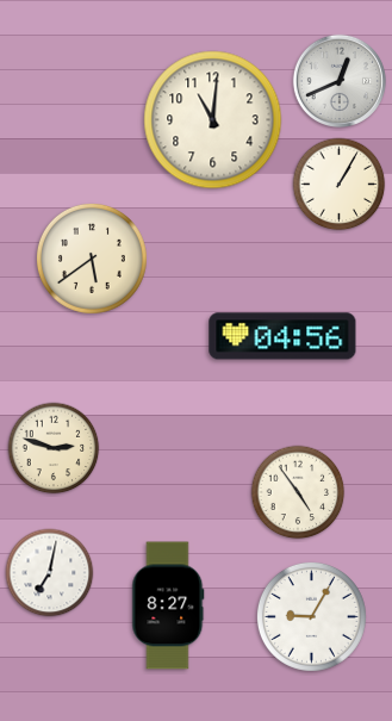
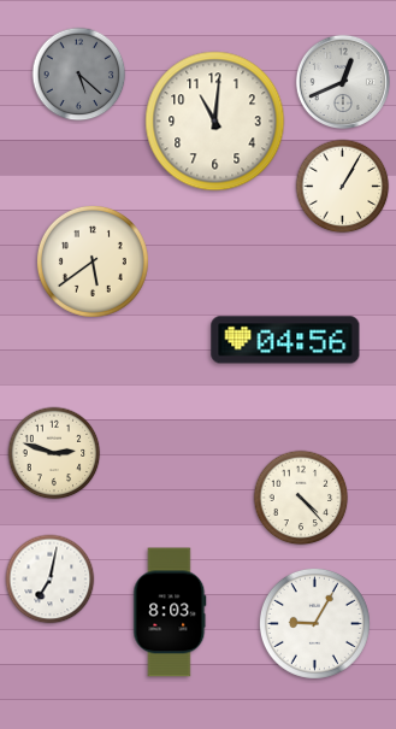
clock at (79, 75): none -> 5:22
clock at (298, 492): 4:54 -> 4:23
clock at (168, 605): 8:27 -> 8:03
